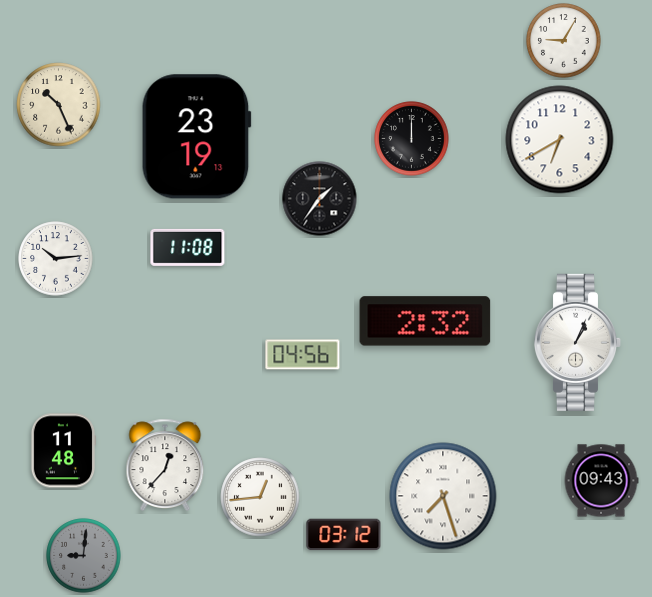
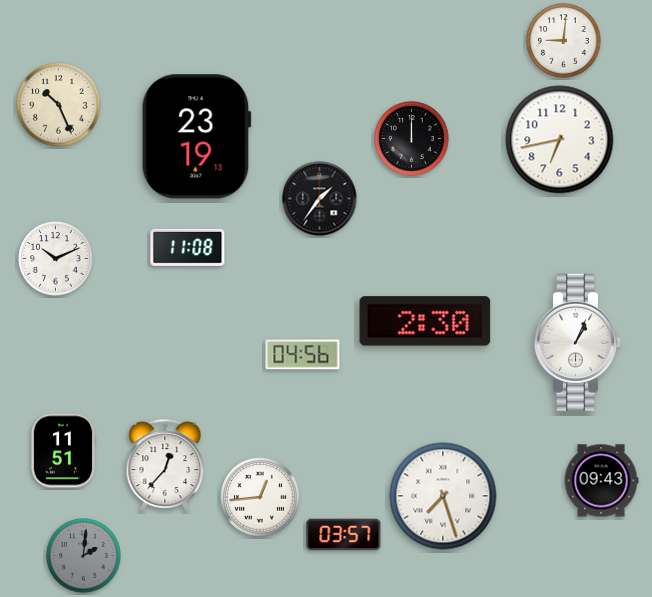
clock at (564, 41): 9:05 -> 9:01
clock at (560, 140): 6:40 -> 6:43
clock at (56, 259): 10:14 -> 10:11
clock at (425, 321): 2:32 -> 2:30
clock at (63, 451): 11:48 -> 11:51
clock at (344, 535): 03:12 -> 03:57
clock at (84, 556): 9:01 -> 2:01
